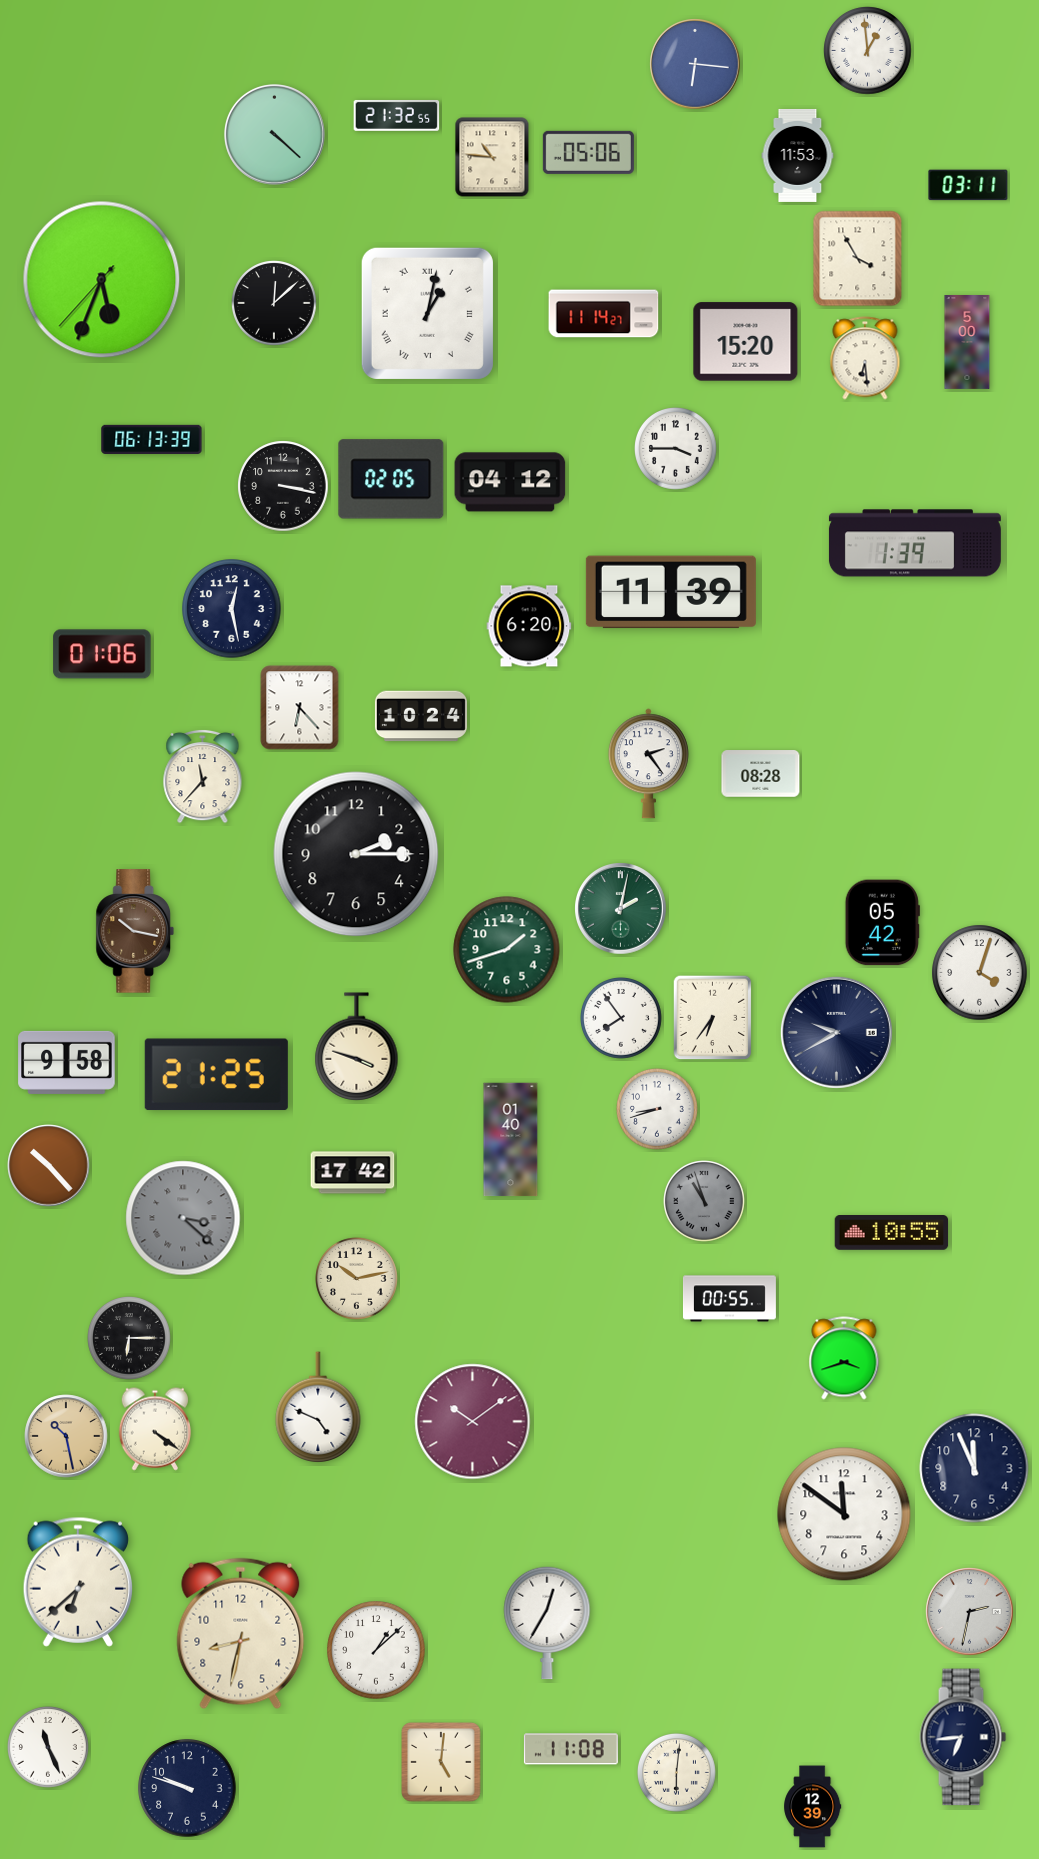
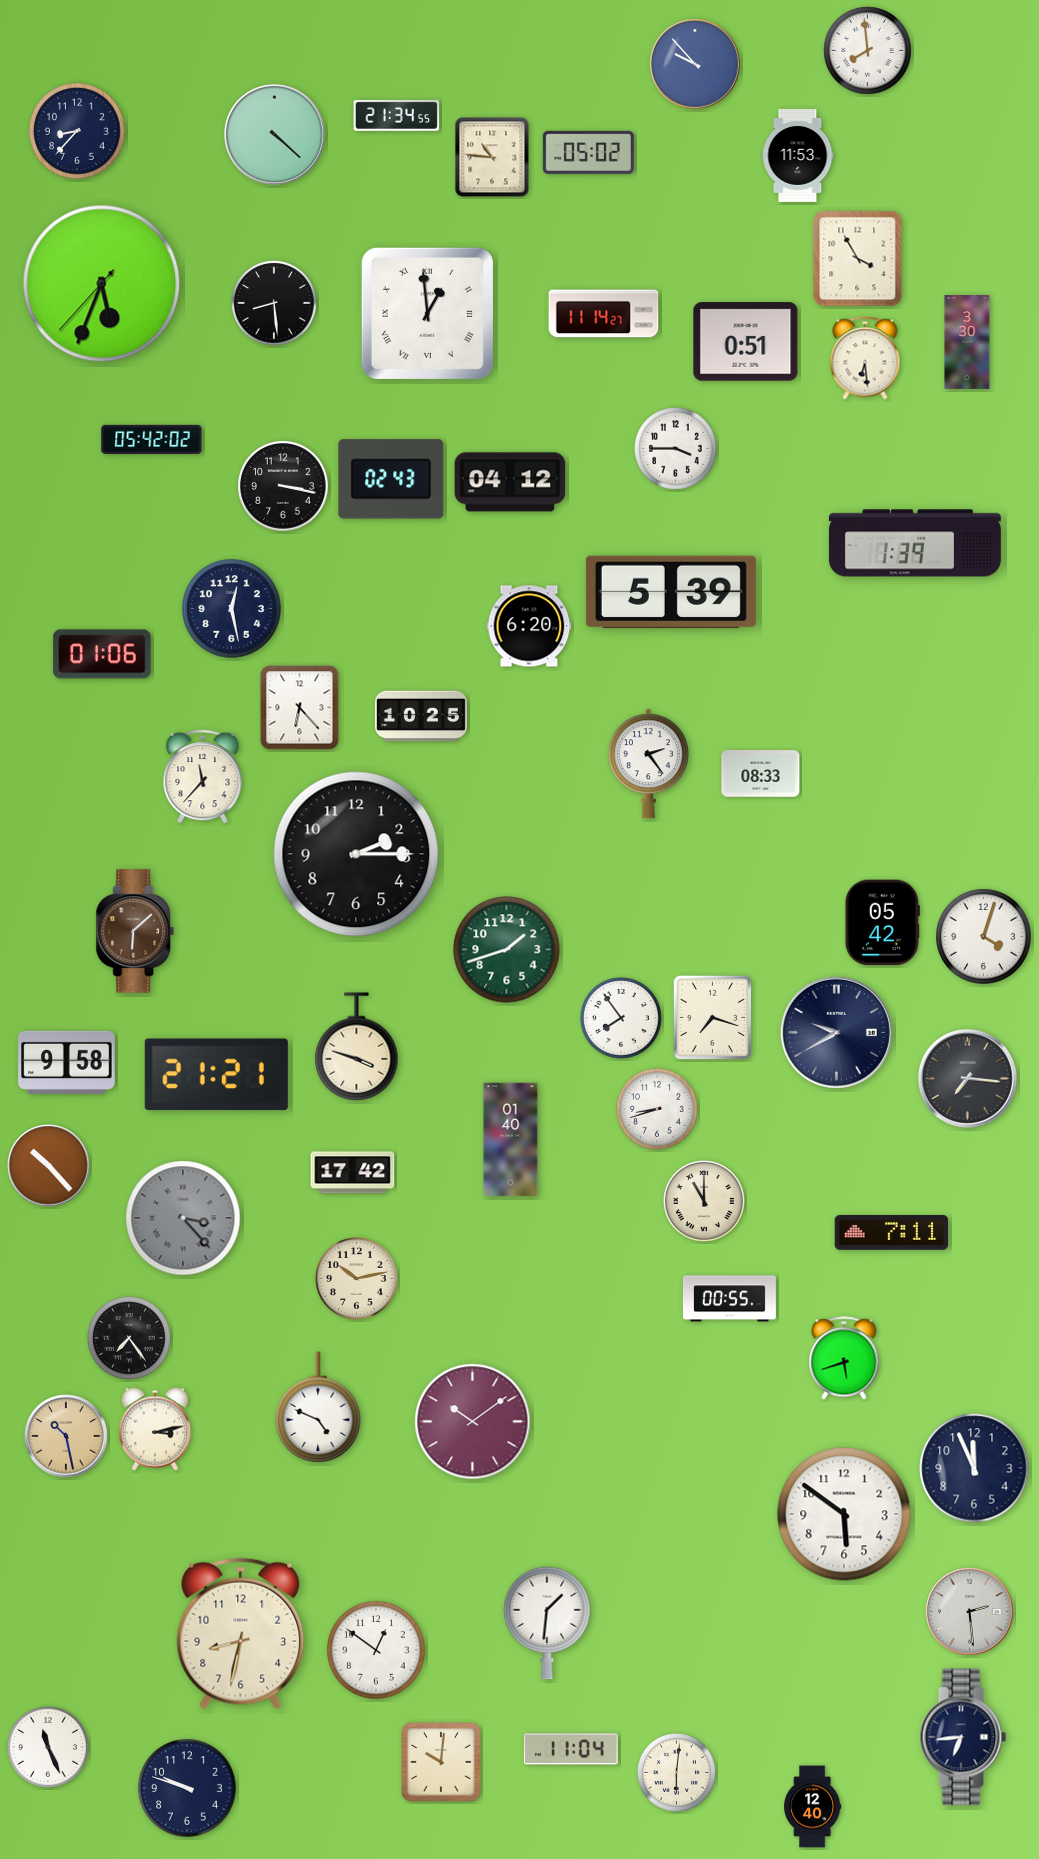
clock at (868, 51): 12:59 -> 7:59
clock at (695, 64): 6:16 -> 9:53
clock at (397, 115): 21:32 -> 21:34
clock at (77, 131): none -> 8:37
clock at (588, 152): 05:06 -> 05:02
clock at (968, 185): 03:11 -> none
clock at (102, 280) position: (102, 280) -> (102, 284)
clock at (275, 304): 12:08 -> 8:29
clock at (427, 313): 1:02 -> 12:59
clock at (746, 342): 15:20 -> 0:51
clock at (967, 343): 5:00 -> 3:30
clock at (152, 439): 06:13 -> 05:42
clock at (391, 479): 02:05 -> 02:43
clock at (671, 592): 11:39 -> 5:39
clock at (421, 716): 10:24 -> 10:25
clock at (761, 774): 08:28 -> 08:33
clock at (621, 909): 2:02 -> none
clock at (135, 931): 10:17 -> 6:08
clock at (980, 973) position: (980, 973) -> (984, 937)
clock at (713, 1018): 6:36 -> 7:18
clock at (216, 1075): 21:25 -> 21:21
clock at (967, 1078): none -> 7:16
clock at (705, 1202): 10:57 -> 11:00
clock at (705, 1202) dial: grey -> cream
clock at (183, 1218): 3:22 -> 3:23
clock at (892, 1233): 10:55 -> 7:11
clock at (130, 1339): 6:15 -> 7:24
clock at (844, 1358): 3:42 -> 5:42
clock at (155, 1429): 4:21 -> 3:13
clock at (844, 1514): 11:51 -> 5:51
clock at (77, 1582): 6:38 -> none
clock at (970, 1612): 2:32 -> 2:29
clock at (547, 1623): 12:35 -> 1:31
clock at (376, 1650): 1:08 -> 12:51
clock at (571, 1749): 11:08 -> 11:04
clock at (441, 1762): 5:01 -> 10:01
clock at (813, 1807): 12:39 -> 12:40
